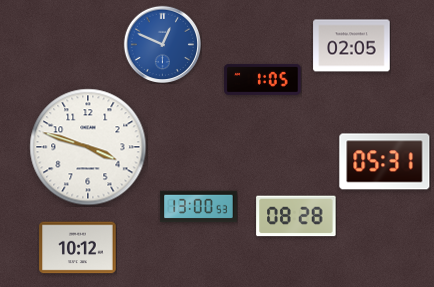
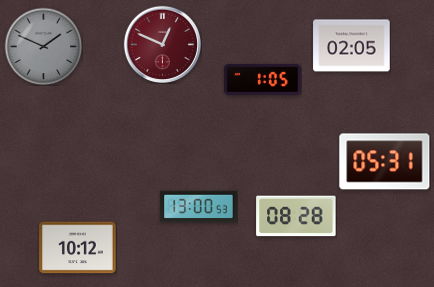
clock at (162, 44) dial: blue -> burgundy
clock at (43, 46): none -> 1:49
clock at (88, 147): 3:48 -> none
